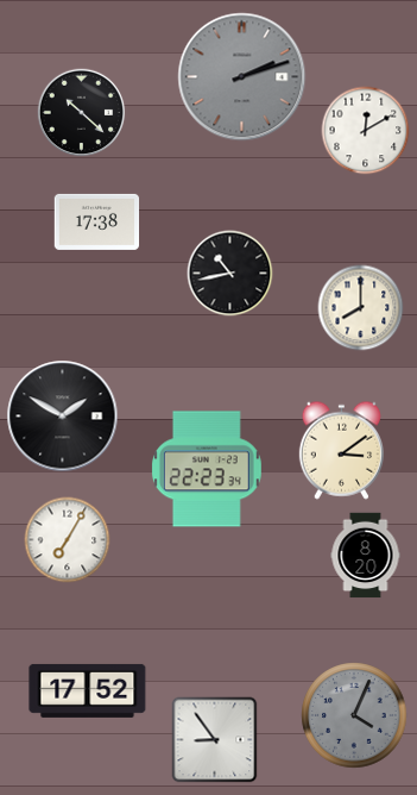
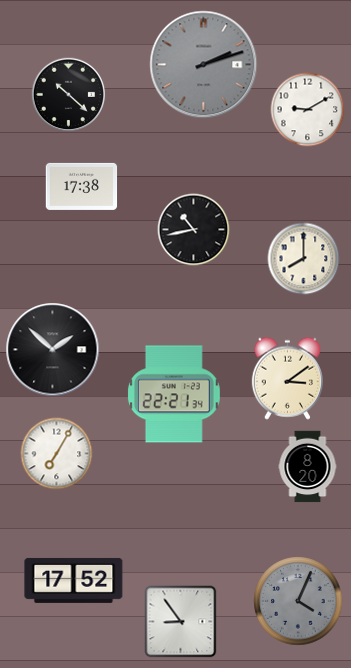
clock at (366, 131): 12:10 -> 9:10
clock at (63, 417): 1:50 -> 1:52
clock at (207, 469): 22:23 -> 22:21
